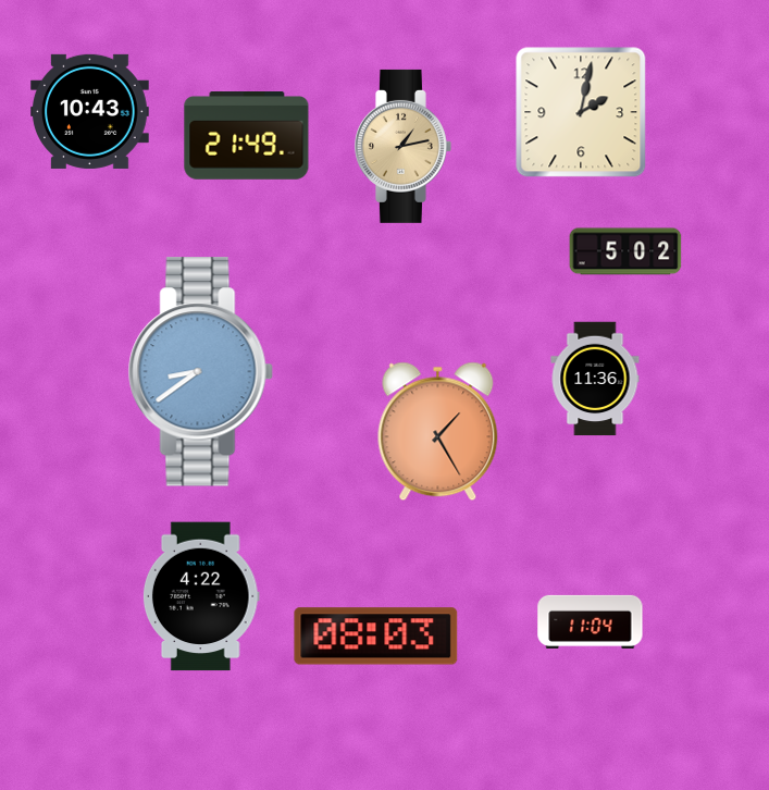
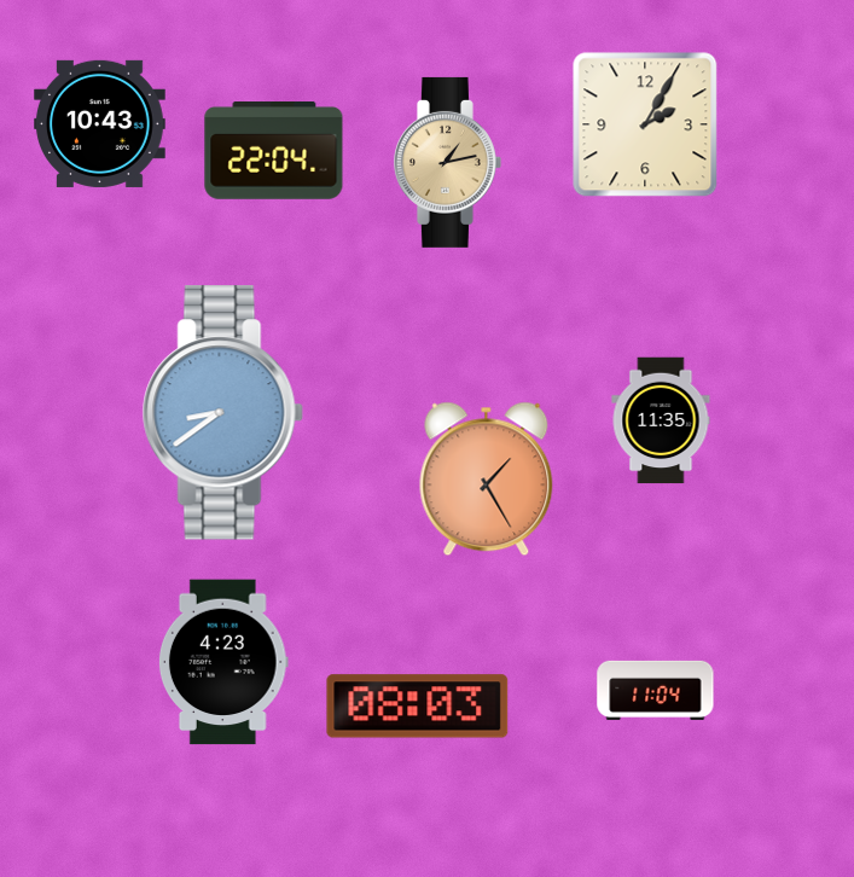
clock at (581, 112): 2:02 -> 2:05
clock at (247, 136): 21:49 -> 22:04
clock at (625, 251): 5:02 -> none
clock at (595, 379): 11:36 -> 11:35
clock at (201, 596): 4:22 -> 4:23
